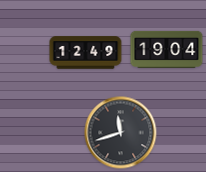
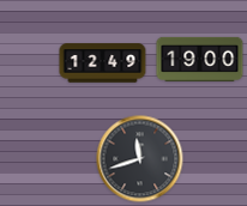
clock at (167, 49): 19:04 -> 19:00
clock at (121, 133) position: (121, 133) -> (140, 159)
